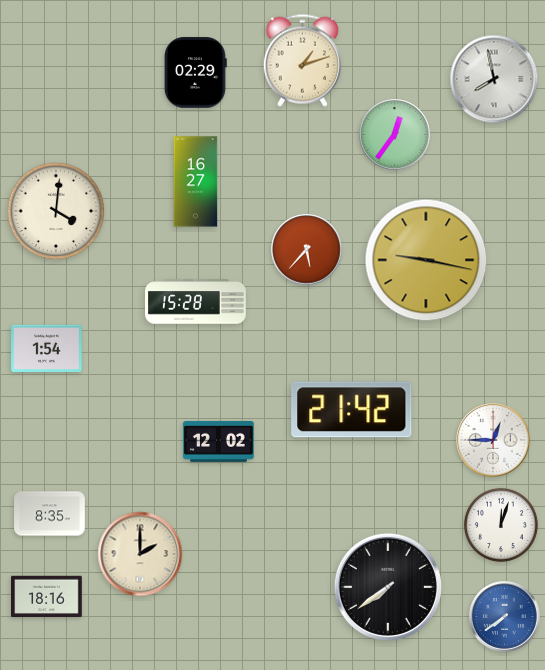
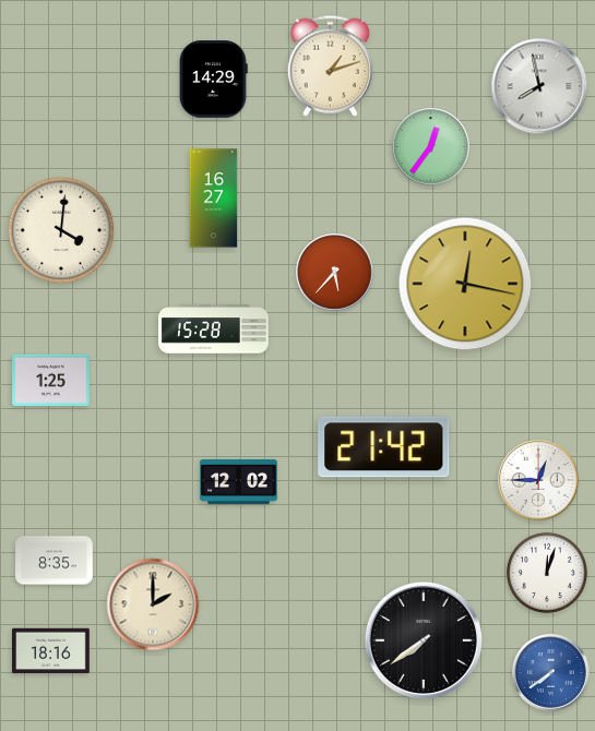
clock at (196, 73): 02:29 -> 14:29
clock at (426, 260): 9:17 -> 12:17
clock at (47, 348): 1:54 -> 1:25
